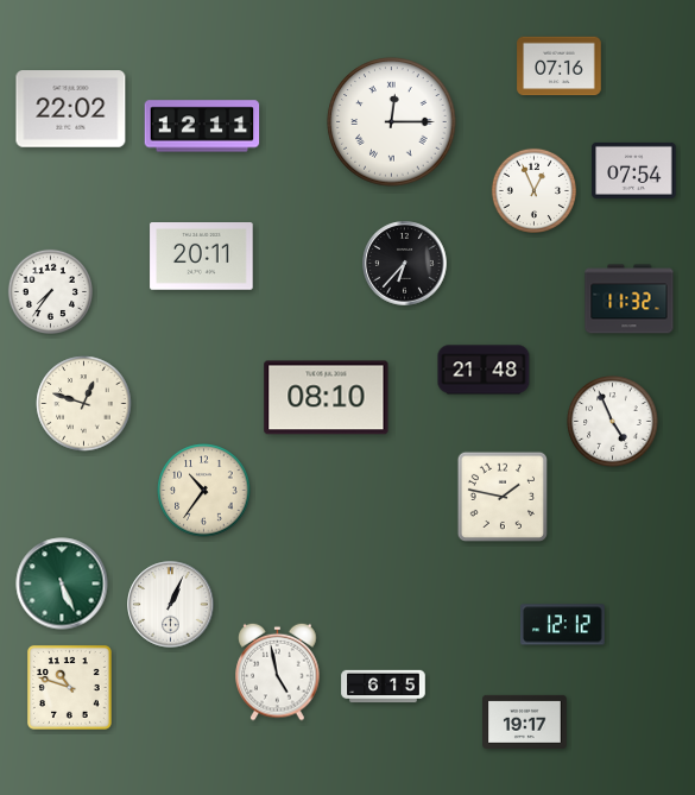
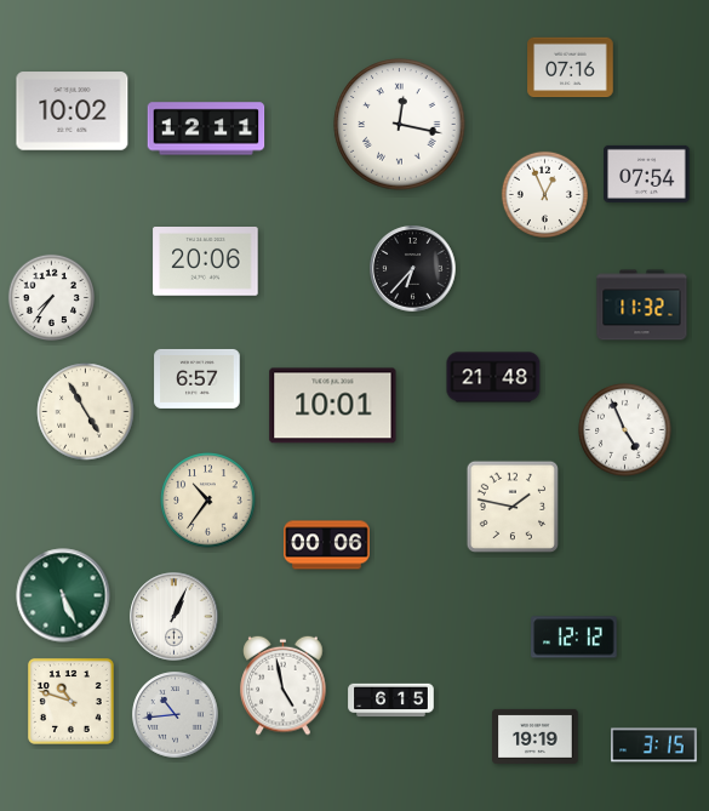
clock at (71, 109): 22:02 -> 10:02
clock at (392, 122): 12:15 -> 12:17
clock at (202, 257): 20:11 -> 20:06
clock at (198, 378): none -> 6:57
clock at (327, 398): 08:10 -> 10:01
clock at (84, 404): 12:48 -> 4:55
clock at (327, 546): none -> 00:06
clock at (176, 715): none -> 10:44
clock at (525, 721): 19:17 -> 19:19
clock at (654, 746): none -> 3:15
